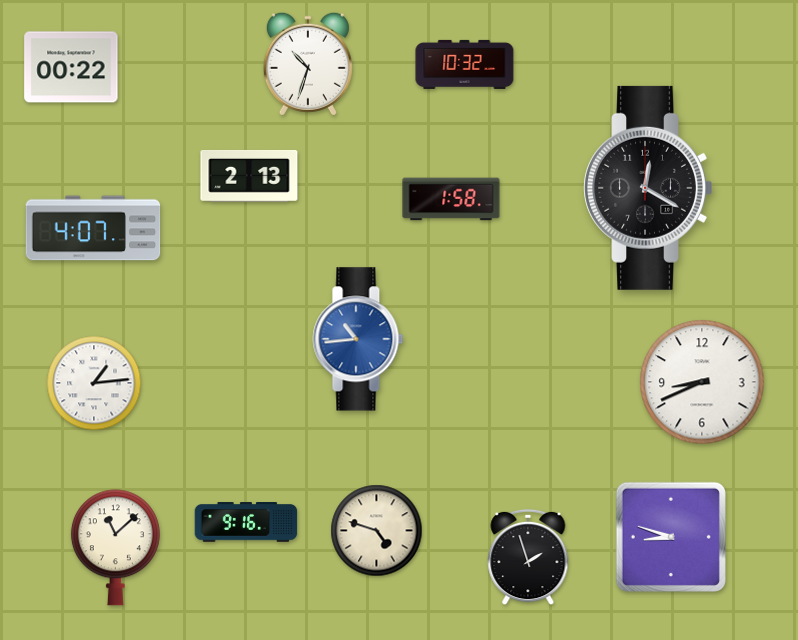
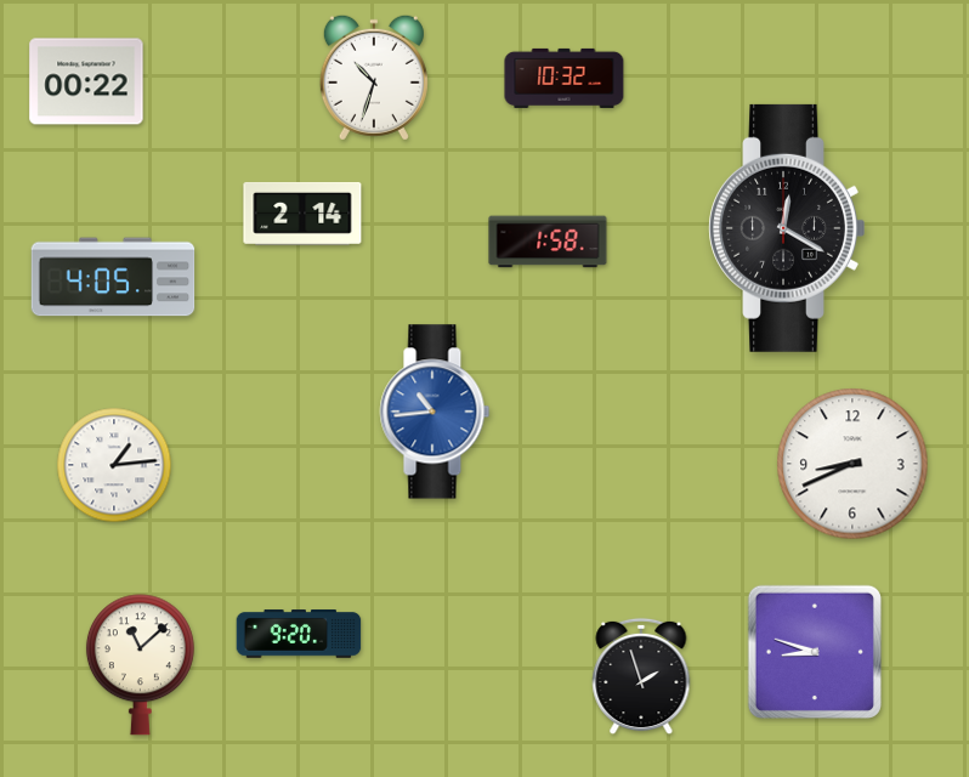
clock at (249, 176): 2:13 -> 2:14
clock at (93, 228): 4:07 -> 4:05
clock at (246, 522): 9:16 -> 9:20
clock at (377, 531): 4:48 -> none
